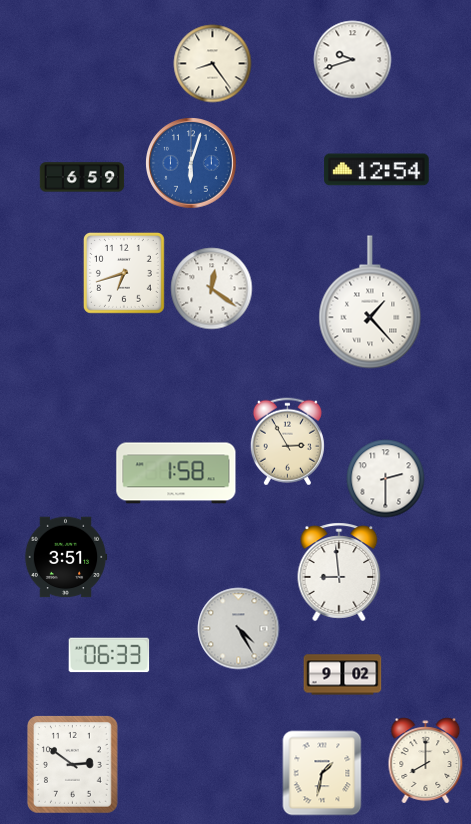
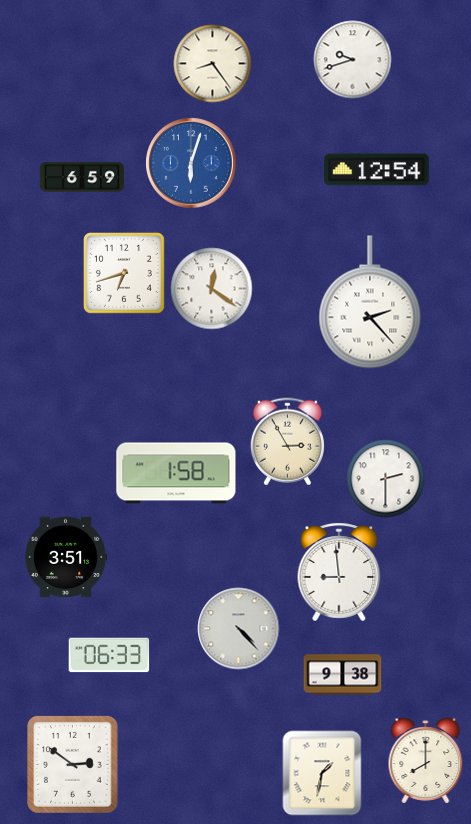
clock at (370, 302): 1:23 -> 2:23
clock at (238, 628): 4:25 -> 4:23
clock at (342, 675): 9:02 -> 9:38
